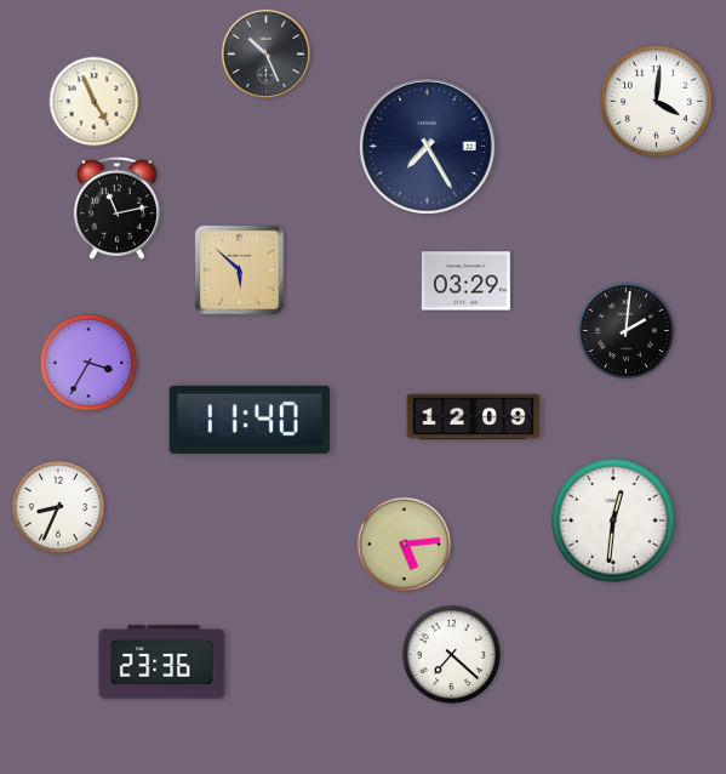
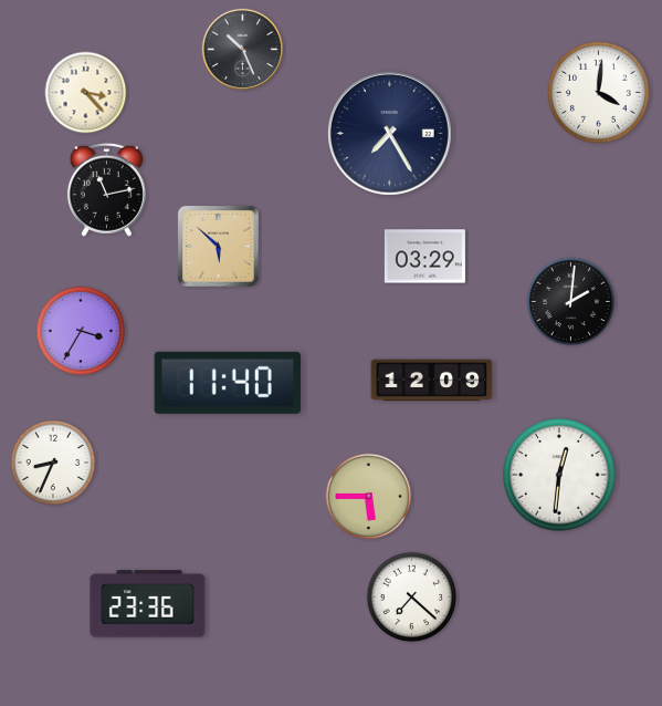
clock at (95, 102): 4:56 -> 3:23
clock at (405, 545): 5:14 -> 5:45
